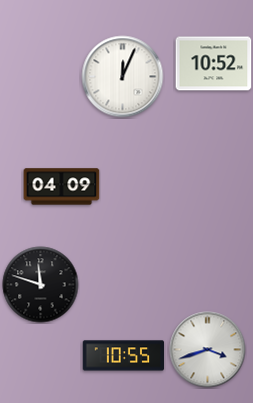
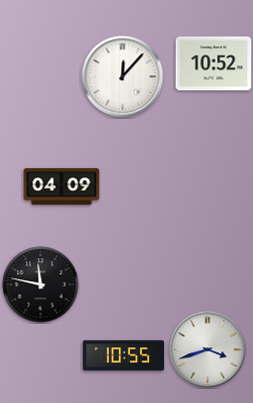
clock at (123, 77): 12:04 -> 12:07
clock at (41, 285): 11:48 -> 11:47
